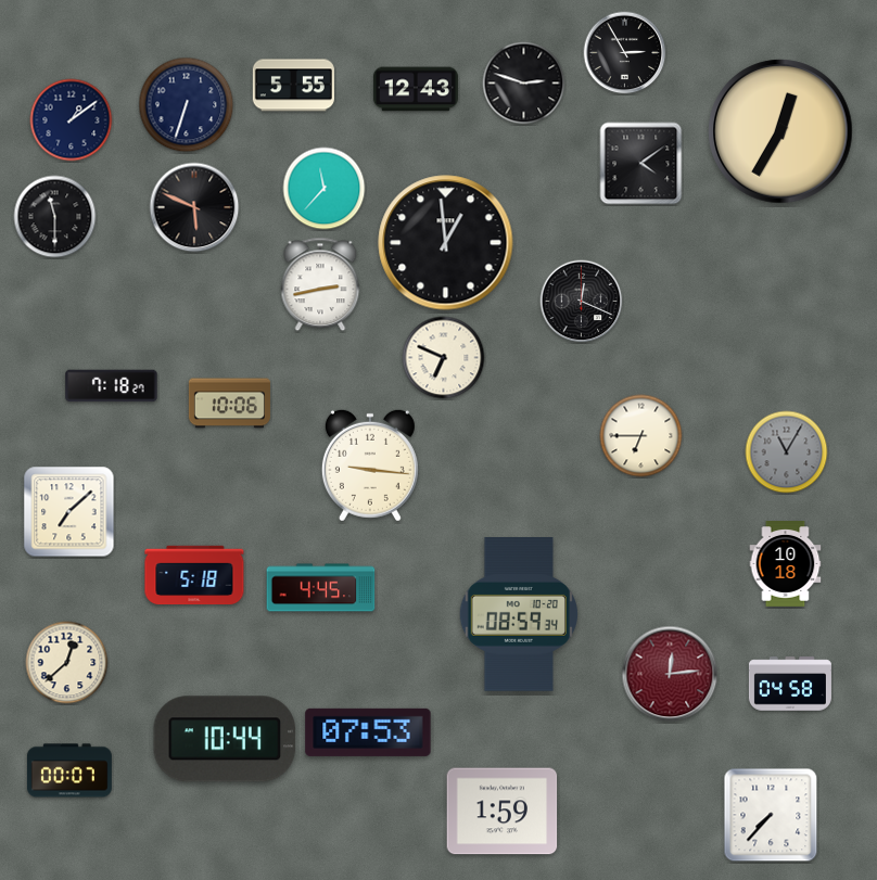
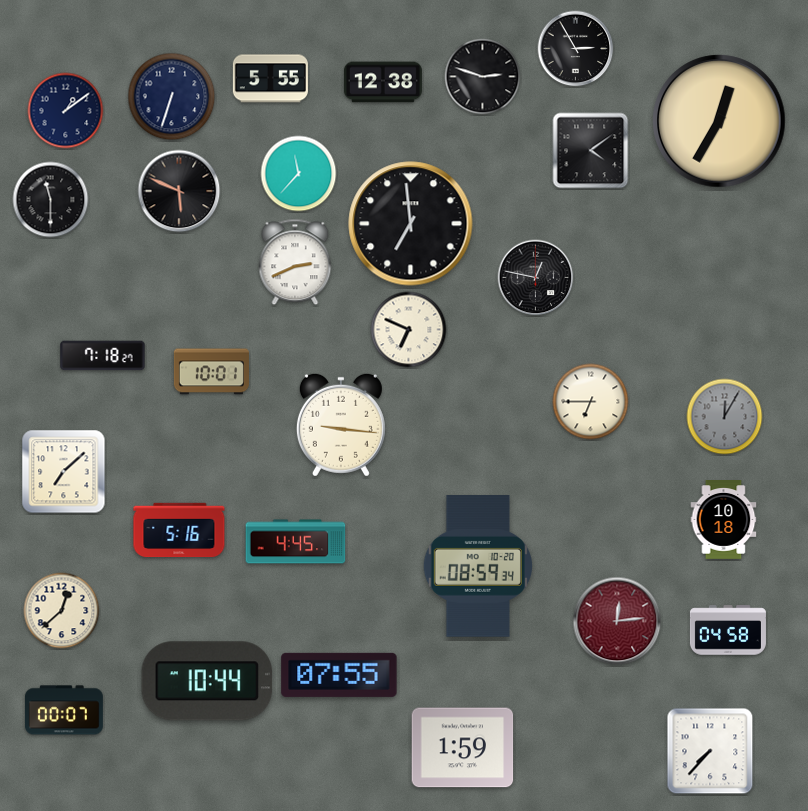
clock at (416, 89): 12:43 -> 12:38
clock at (446, 243): 12:59 -> 6:59
clock at (320, 284): 2:43 -> 2:41
clock at (582, 302): 12:19 -> 12:47
clock at (229, 404): 10:06 -> 10:01
clock at (787, 452): 11:05 -> 12:05
clock at (370, 465) position: (370, 465) -> (341, 425)
clock at (194, 575): 5:18 -> 5:16
clock at (368, 732): 07:53 -> 07:55
